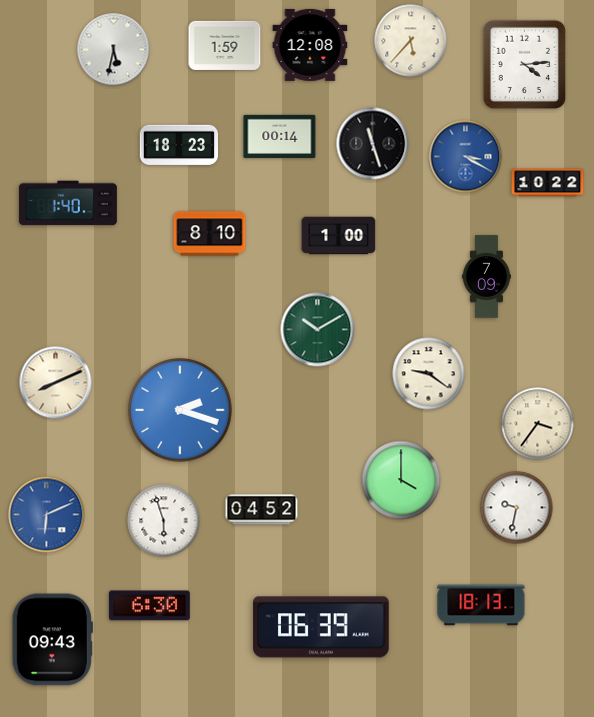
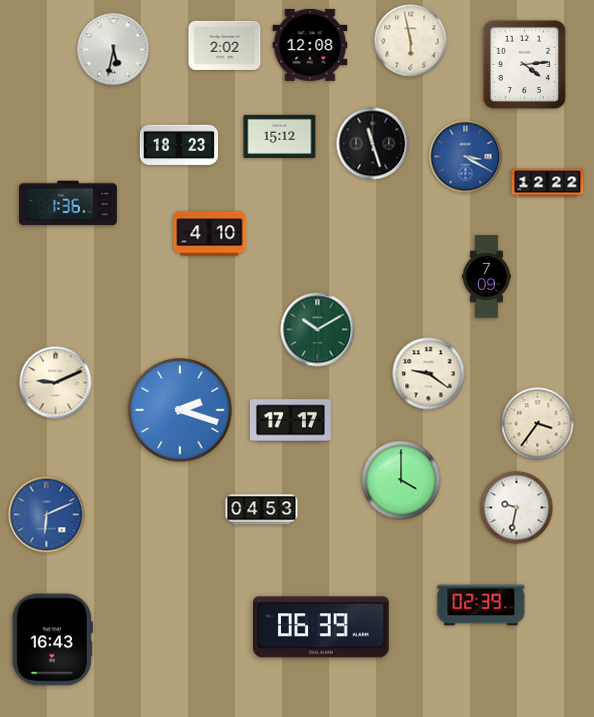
clock at (411, 41): 5:37 -> 5:58
clock at (225, 45): 1:59 -> 2:02
clock at (280, 136): 00:14 -> 15:12
clock at (548, 183): 10:22 -> 12:22
clock at (68, 203): 1:40 -> 1:36
clock at (210, 234): 8:10 -> 4:10
clock at (339, 236): 1:00 -> none
clock at (56, 383): 8:11 -> 9:11
clock at (290, 421): none -> 17:17
clock at (262, 510): 04:52 -> 04:53
clock at (164, 521): 5:57 -> none
clock at (481, 605): 18:13 -> 02:39
clock at (149, 606): 6:30 -> none
clock at (52, 640): 09:43 -> 16:43
